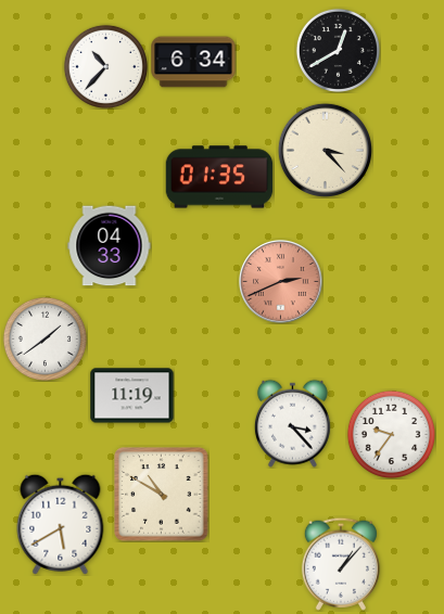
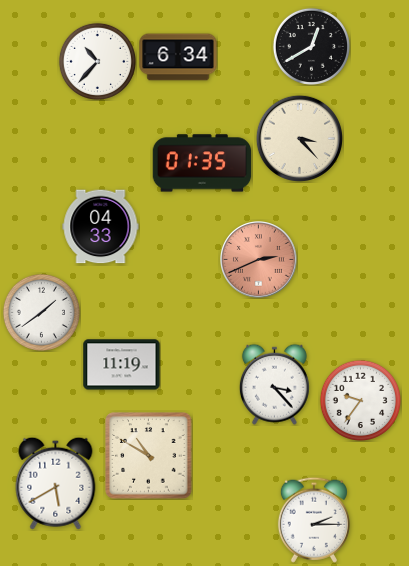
clock at (292, 423) position: (292, 423) -> (274, 384)
clock at (341, 564): 1:07 -> 2:15
